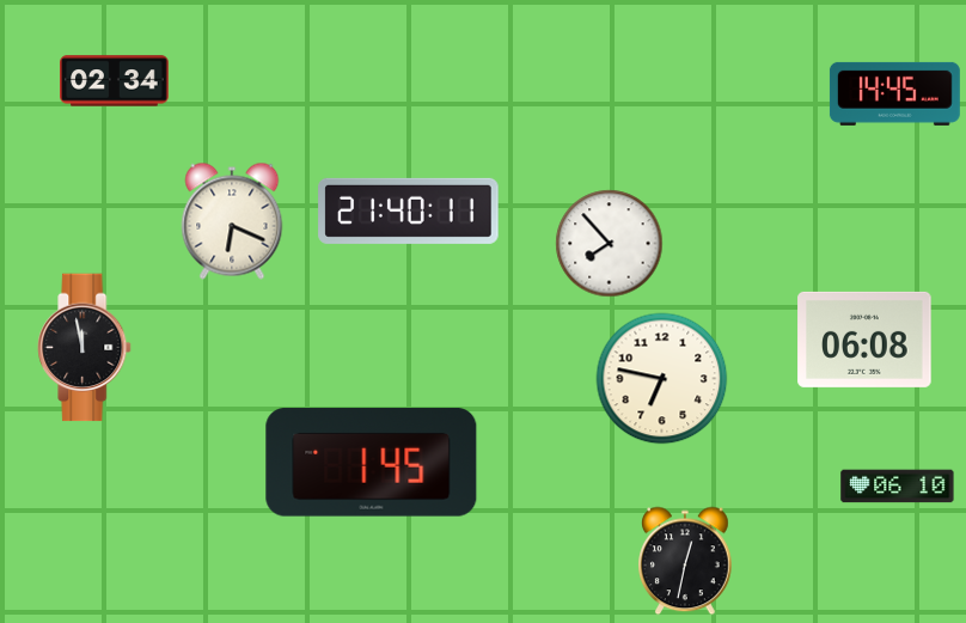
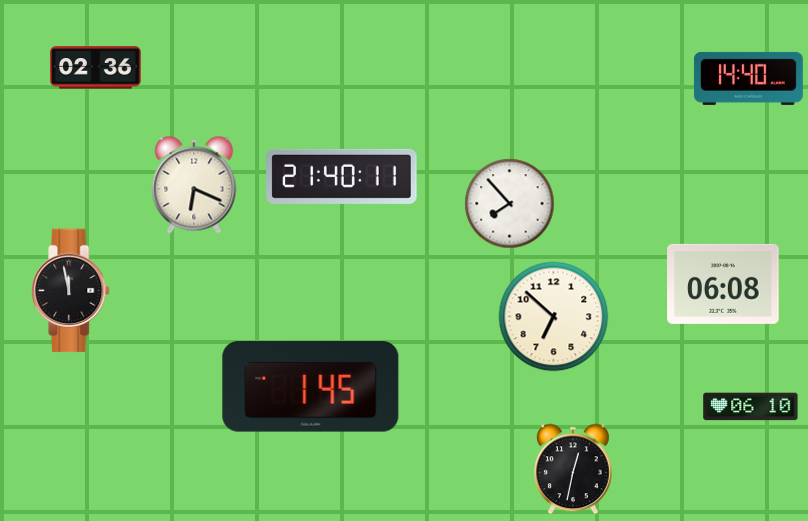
clock at (115, 81): 02:34 -> 02:36
clock at (894, 93): 14:45 -> 14:40
clock at (662, 379): 6:47 -> 6:52
